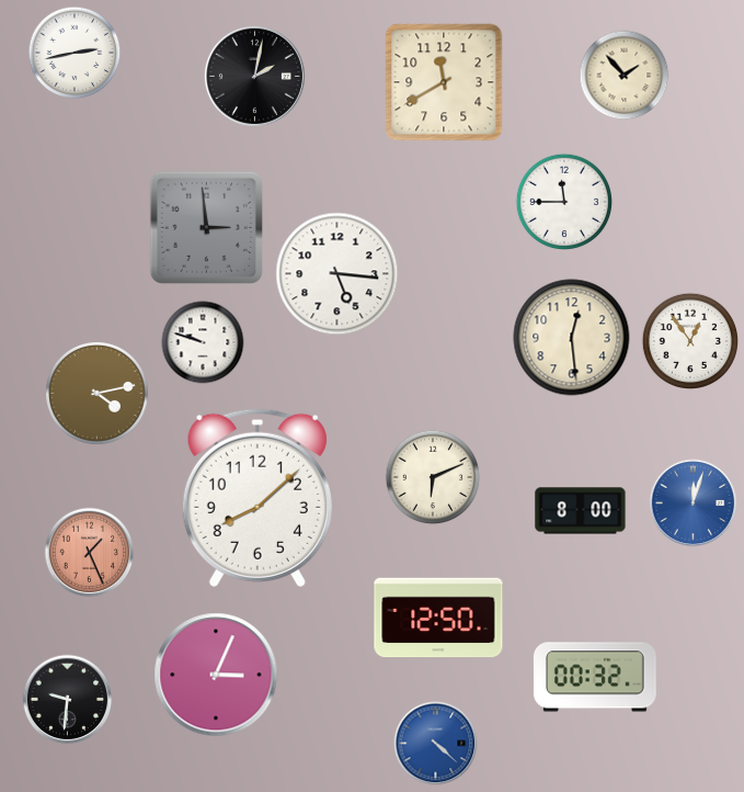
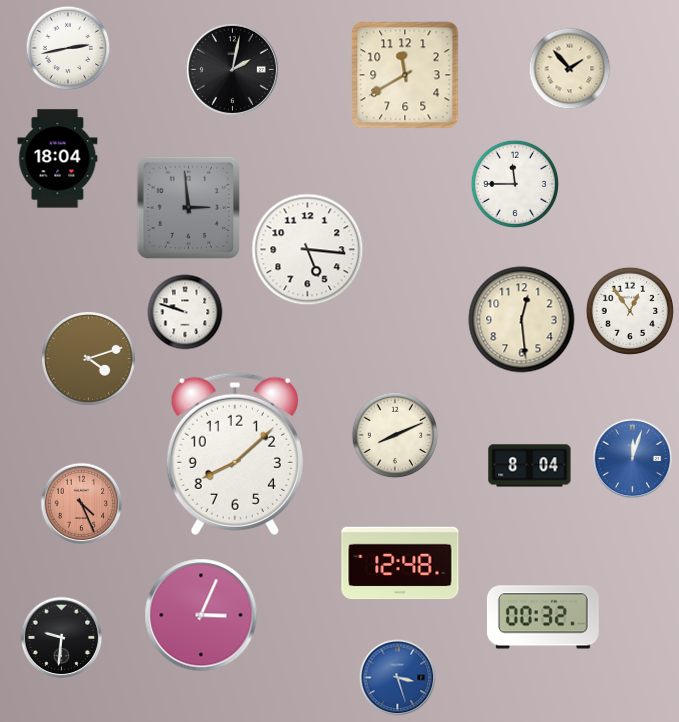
clock at (58, 159): none -> 18:04
clock at (572, 338) position: (572, 338) -> (522, 320)
clock at (98, 394): 4:13 -> 4:12
clock at (433, 477): 6:11 -> 8:11
clock at (581, 511): 8:00 -> 8:04
clock at (90, 553): 1:26 -> 4:26
clock at (438, 618): 12:50 -> 12:48
clock at (216, 675) position: (216, 675) -> (201, 615)
clock at (436, 744): 4:22 -> 3:27
